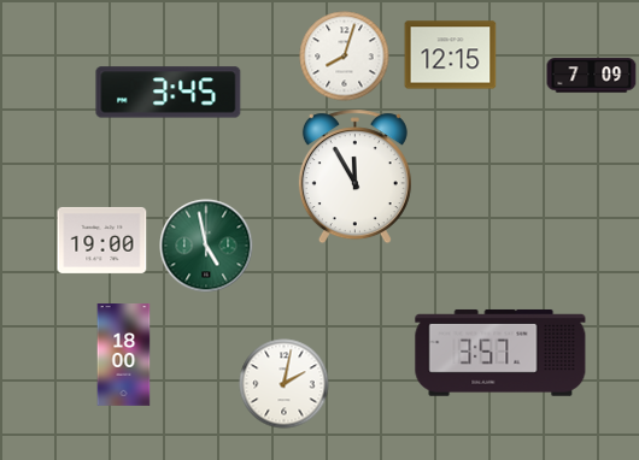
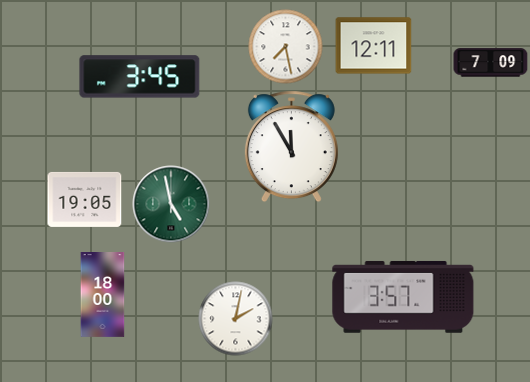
clock at (451, 55): 12:15 -> 12:11
clock at (345, 57): 8:03 -> 7:28
clock at (354, 177) position: (354, 177) -> (291, 147)
clock at (102, 240): 19:00 -> 19:05
clock at (500, 353) position: (500, 353) -> (403, 297)
